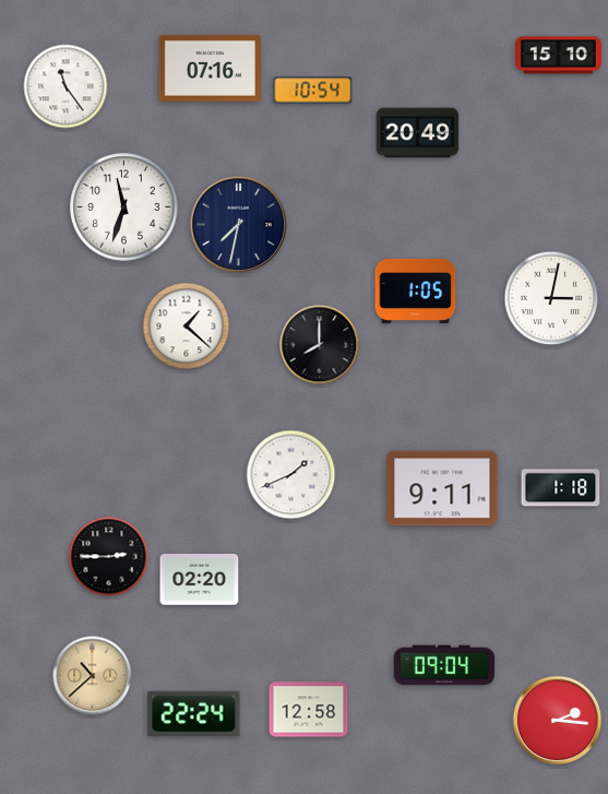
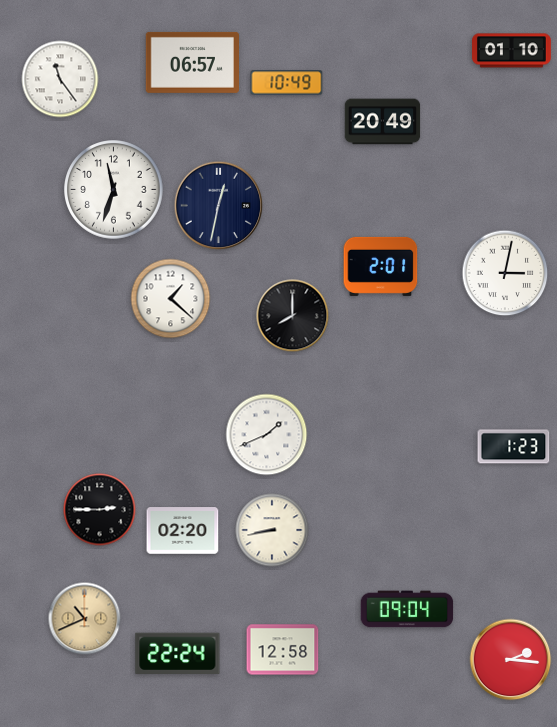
clock at (559, 56): 15:10 -> 01:10
clock at (210, 68): 07:16 -> 06:57
clock at (313, 91): 10:54 -> 10:49
clock at (239, 225): 7:32 -> 12:32
clock at (416, 291): 1:05 -> 2:01
clock at (442, 488): 9:11 -> none
clock at (561, 488): 1:18 -> 1:23
clock at (272, 530): none -> 8:43
clock at (93, 676): 10:38 -> 10:41
